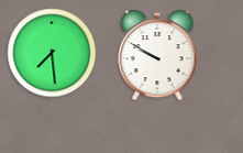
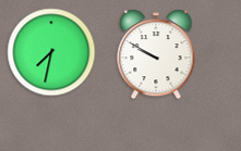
clock at (52, 53): 7:29 -> 7:32
